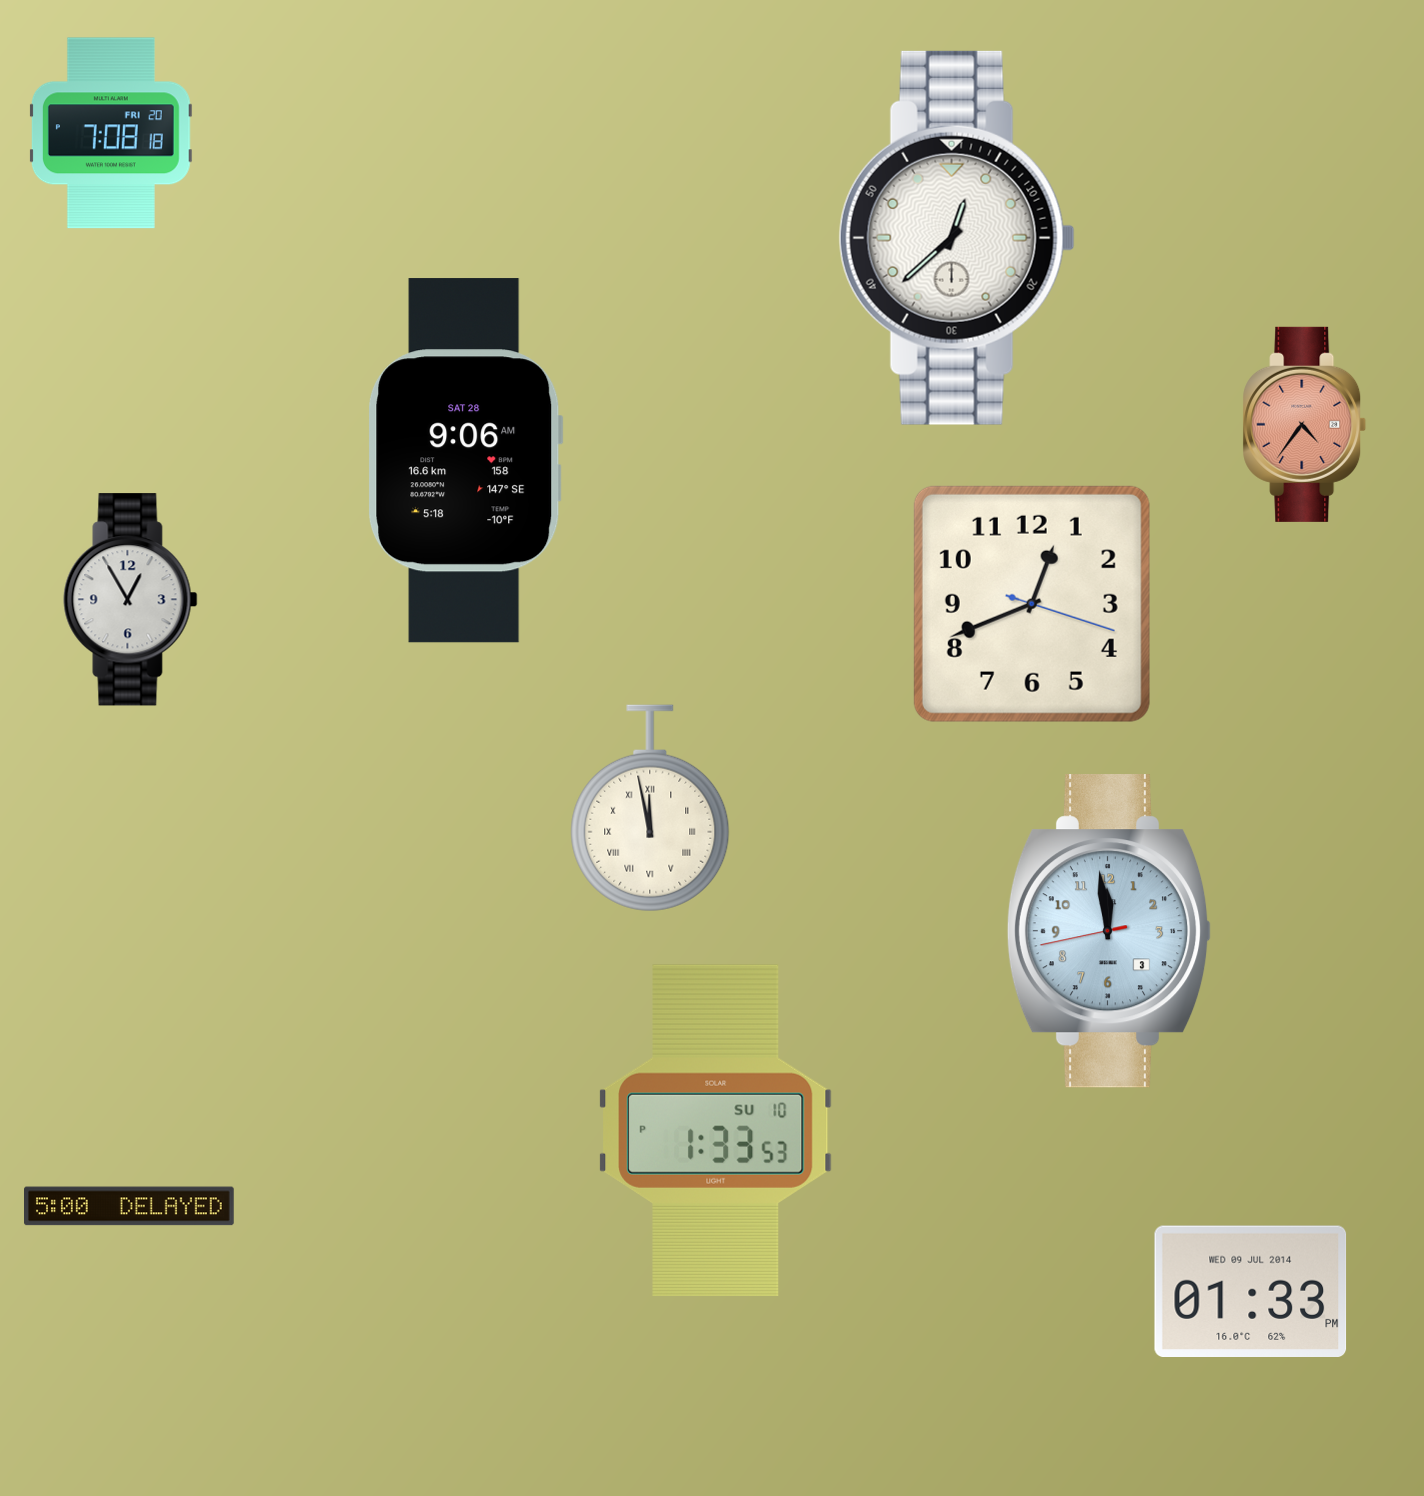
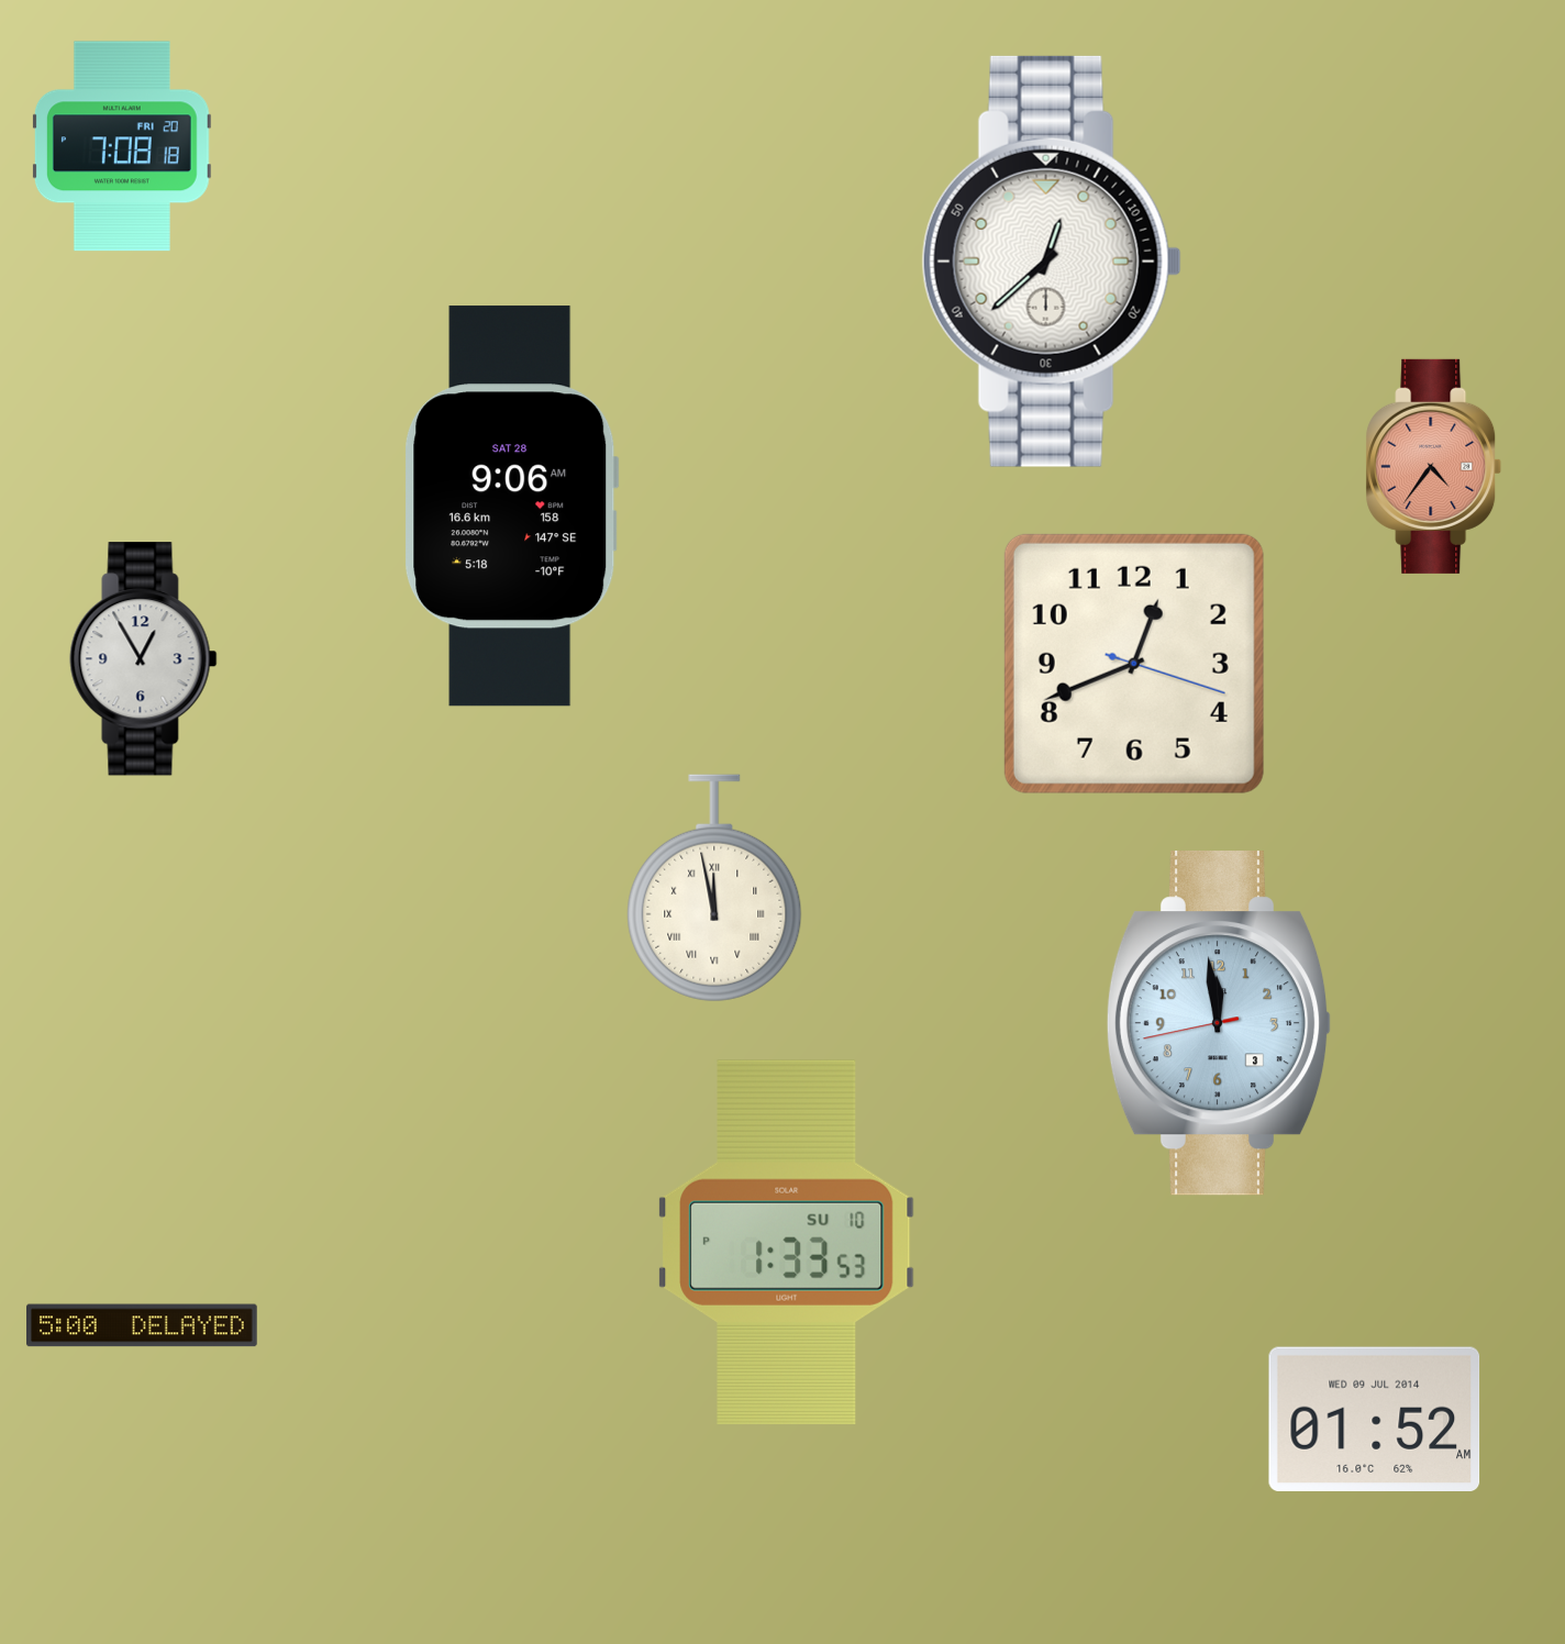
clock at (1251, 1292): 01:33 -> 01:52
